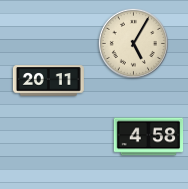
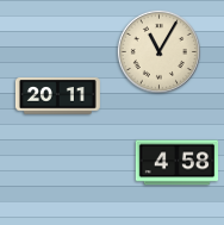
clock at (133, 43): 5:05 -> 11:05
